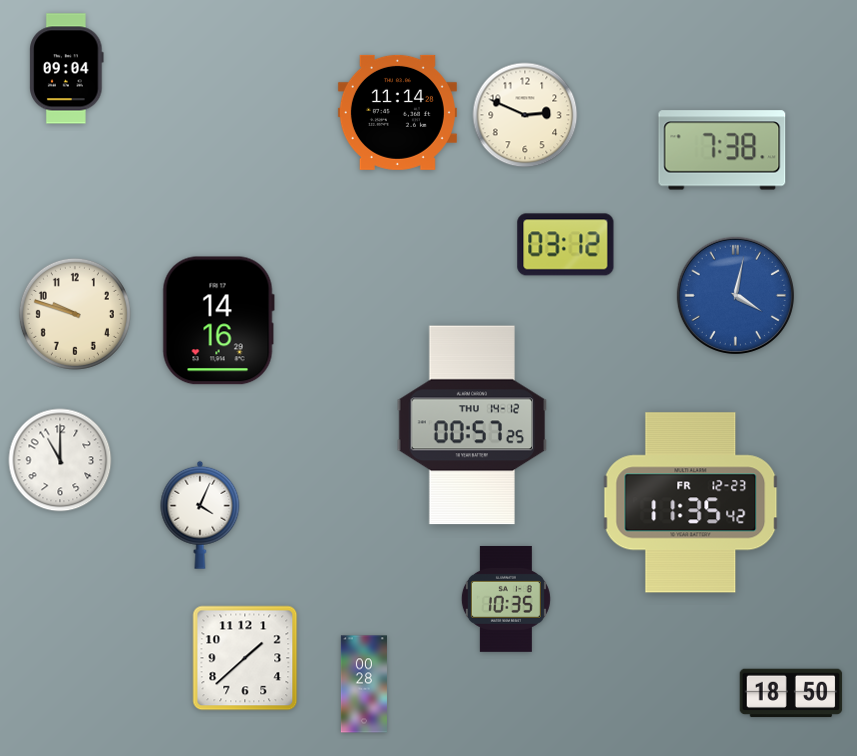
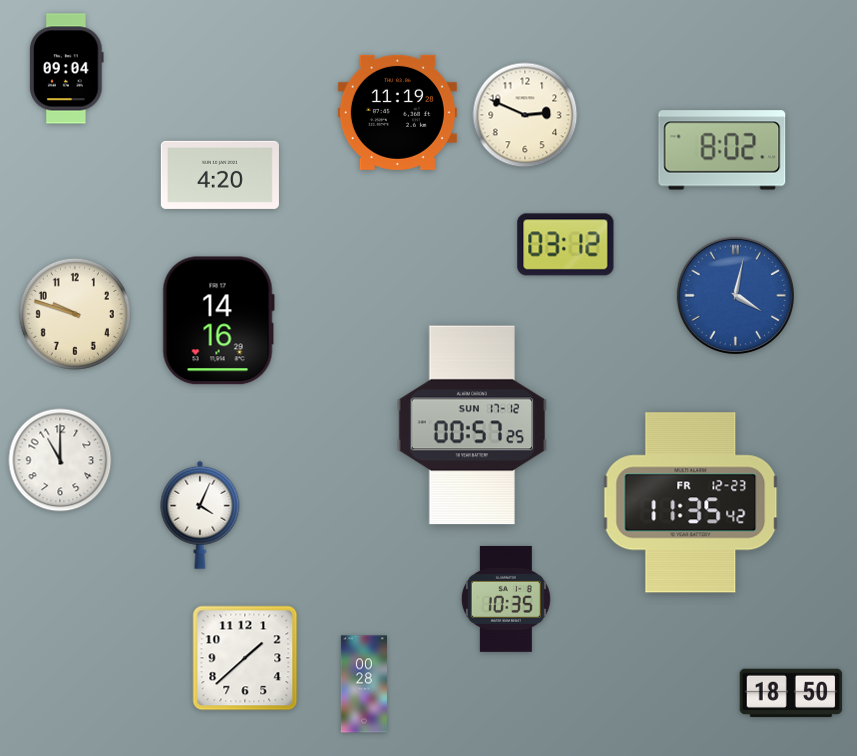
clock at (397, 112): 11:14 -> 11:19
clock at (722, 150): 7:38 -> 8:02
clock at (220, 175): none -> 4:20
clock at (472, 425) date: THU 14-12 -> SUN 17-12
